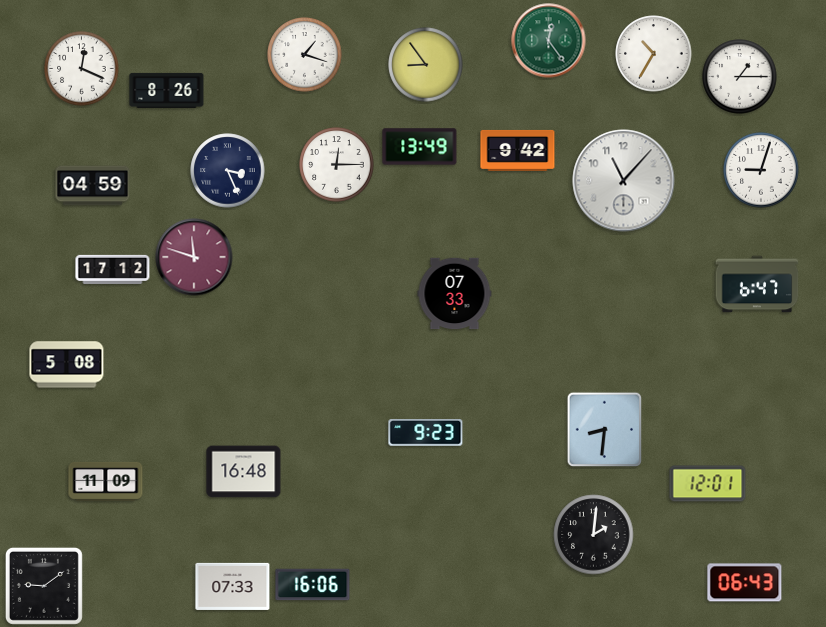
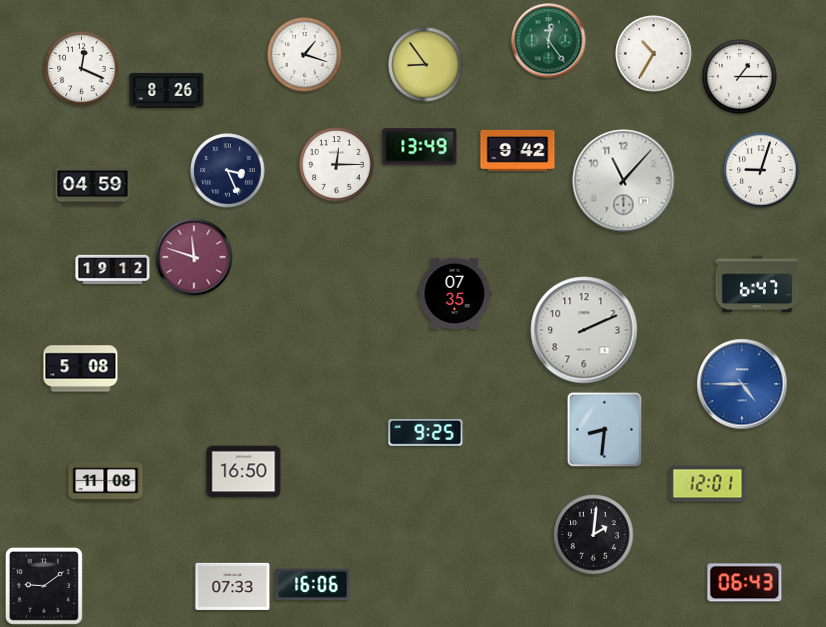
clock at (113, 269): 17:12 -> 19:12
clock at (455, 294): 07:33 -> 07:35
clock at (584, 330): none -> 2:11
clock at (67, 365) position: (67, 365) -> (81, 369)
clock at (742, 384): none -> 4:45
clock at (426, 433): 9:23 -> 9:25
clock at (244, 472): 16:48 -> 16:50
clock at (106, 481): 11:09 -> 11:08
